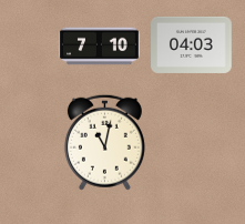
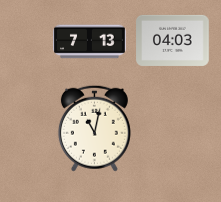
clock at (100, 47): 7:10 -> 7:13
